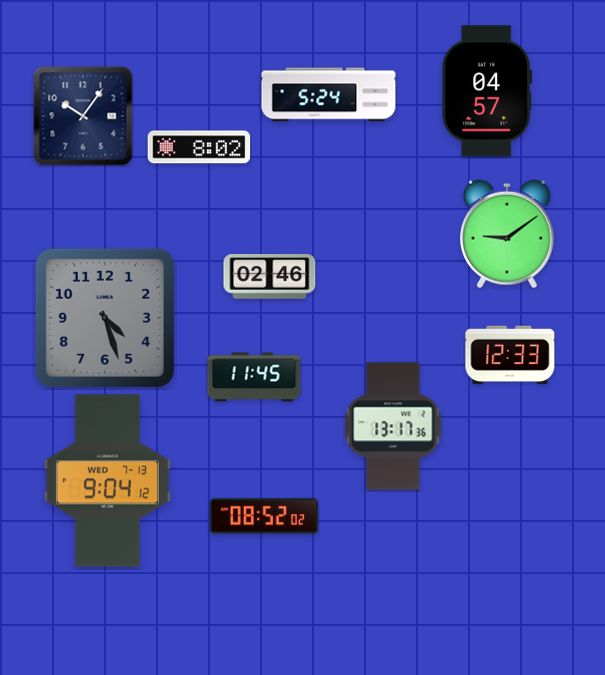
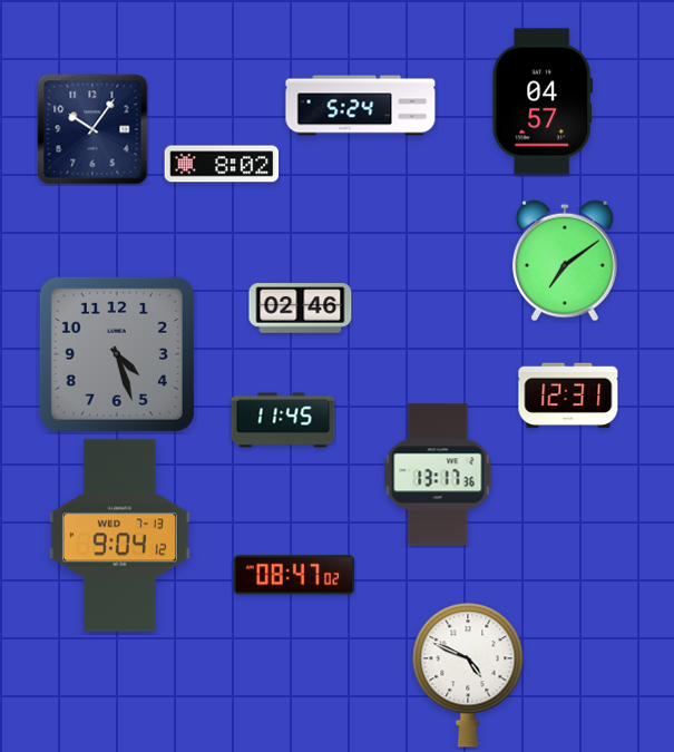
clock at (329, 95) position: (329, 95) -> (361, 106)
clock at (508, 234): 9:09 -> 7:09
clock at (510, 355): 12:33 -> 12:31
clock at (264, 516): 08:52 -> 08:47
clock at (468, 675): none -> 4:49
